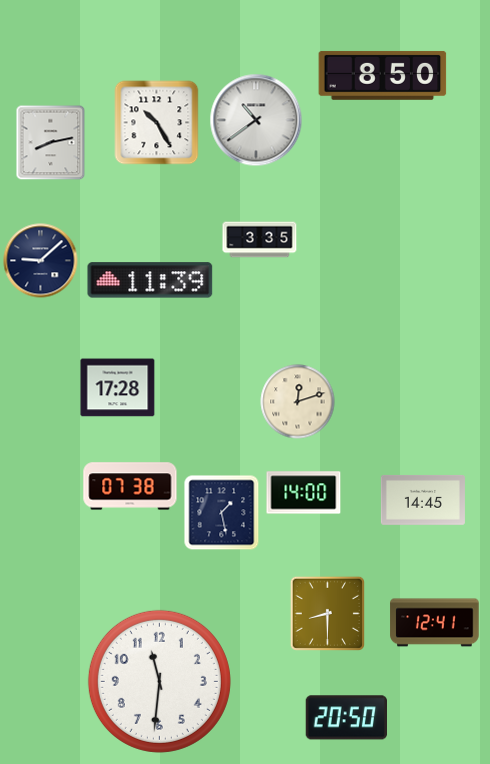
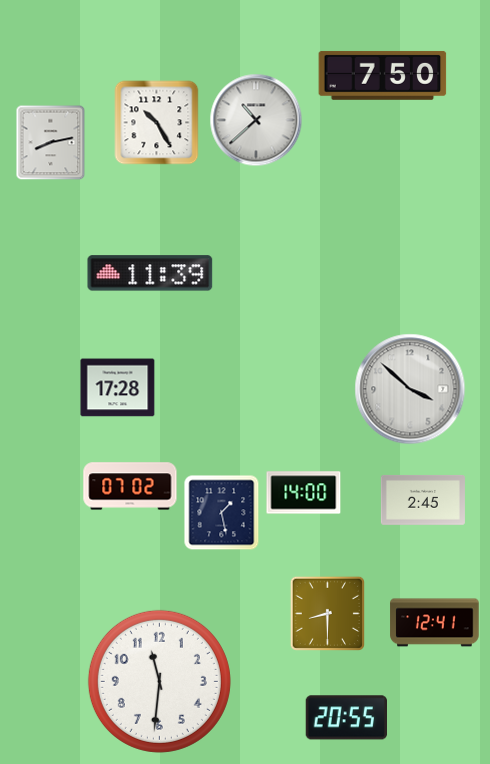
clock at (383, 75): 8:50 -> 7:50
clock at (256, 120): 10:39 -> 10:38
clock at (260, 240): 3:35 -> none
clock at (41, 261): 9:08 -> none
clock at (150, 280) position: (150, 280) -> (150, 273)
clock at (410, 389): none -> 3:52
clock at (298, 402): 12:12 -> none
clock at (130, 486): 07:38 -> 07:02
clock at (423, 500): 14:45 -> 2:45
clock at (346, 718): 20:50 -> 20:55
